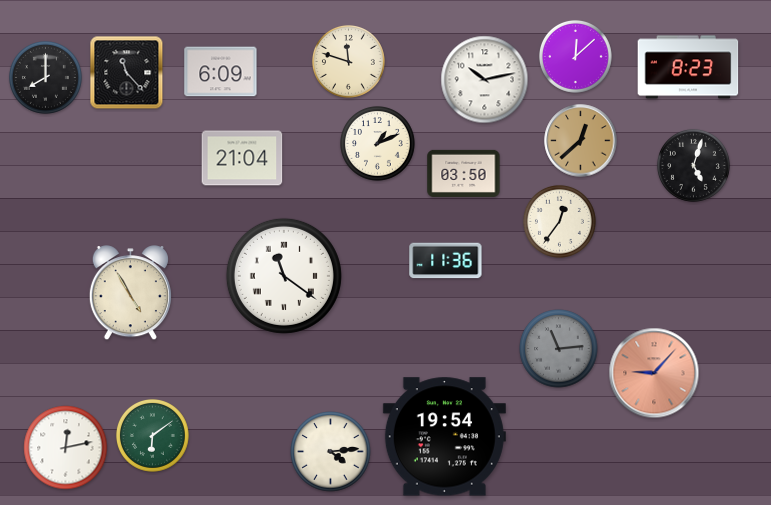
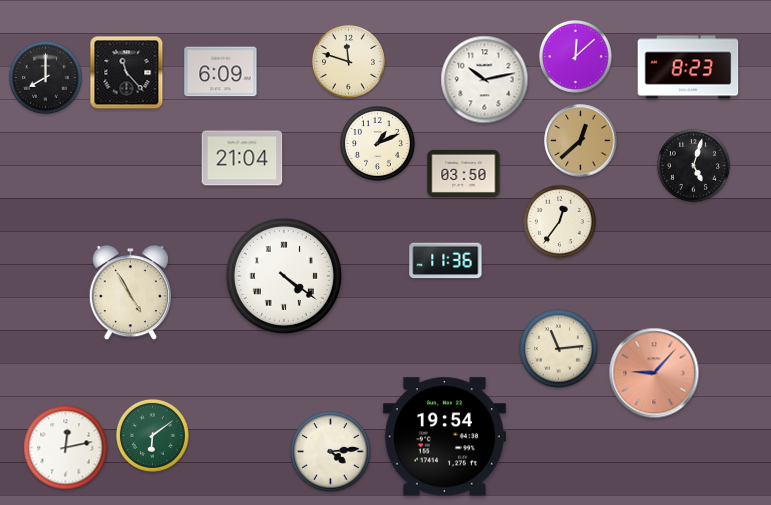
clock at (284, 276): 11:21 -> 4:21
clock at (559, 349) dial: grey -> cream
